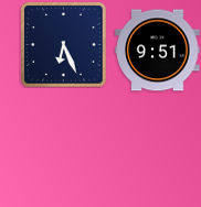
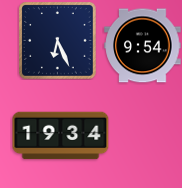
clock at (158, 51): 9:51 -> 9:54
clock at (61, 136): none -> 19:34
